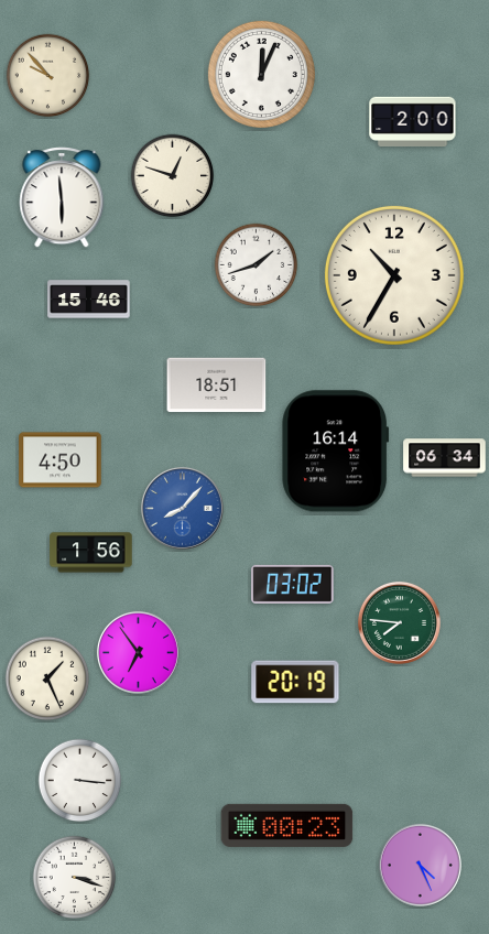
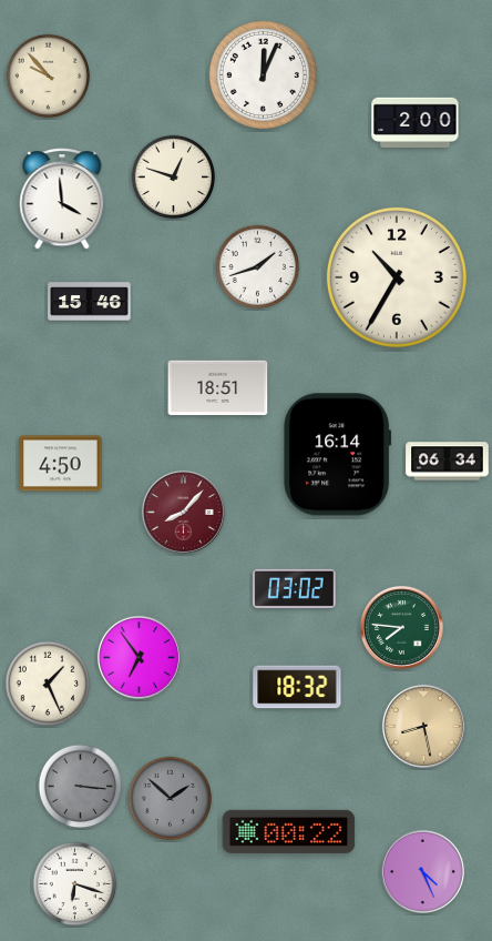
clock at (62, 197): 5:59 -> 3:59
clock at (182, 508) dial: blue -> burgundy
clock at (91, 553): 1:56 -> none
clock at (295, 682): 20:19 -> 18:32
clock at (423, 726): none -> 8:28
clock at (80, 781) dial: white -> grey
clock at (171, 799): none -> 1:52
clock at (287, 825): 00:23 -> 00:22
clock at (75, 878): 3:18 -> 6:18
